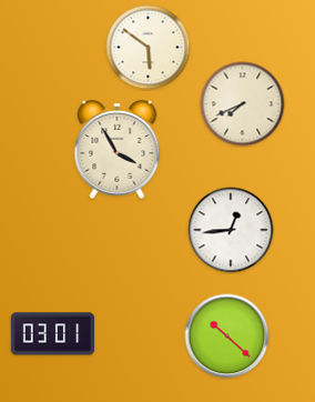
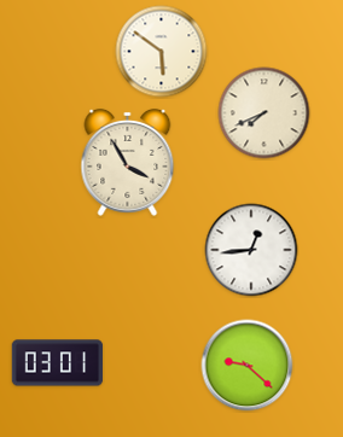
clock at (227, 336): 10:22 -> 9:22
